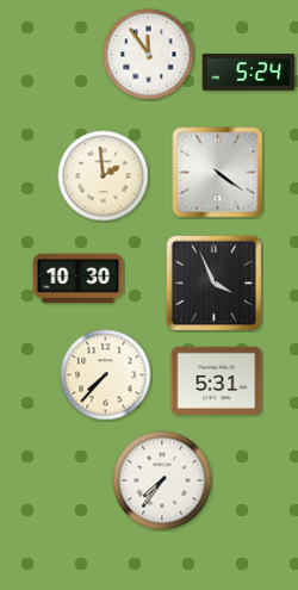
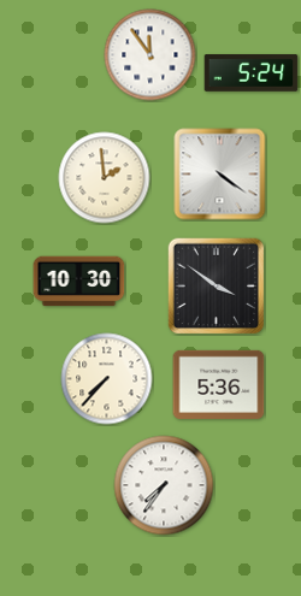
clock at (215, 284): 3:56 -> 3:51
clock at (217, 380): 5:31 -> 5:36
